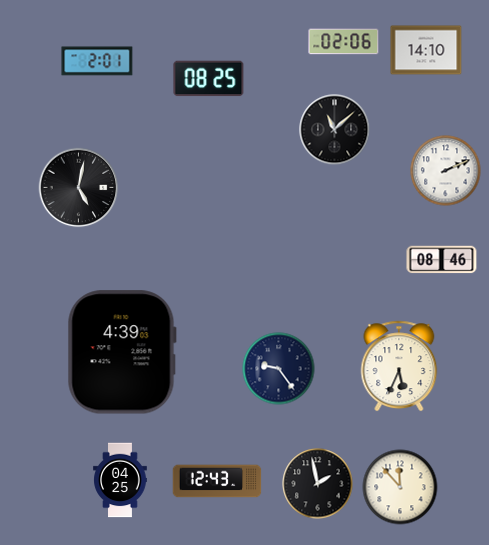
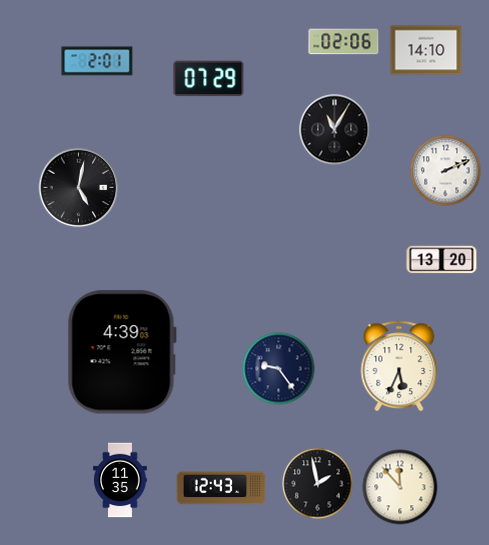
clock at (209, 79): 08:25 -> 07:29
clock at (335, 130): 11:08 -> 11:05
clock at (442, 260): 08:46 -> 13:20
clock at (120, 480): 04:25 -> 11:35
clock at (217, 481) position: (217, 481) -> (221, 488)
